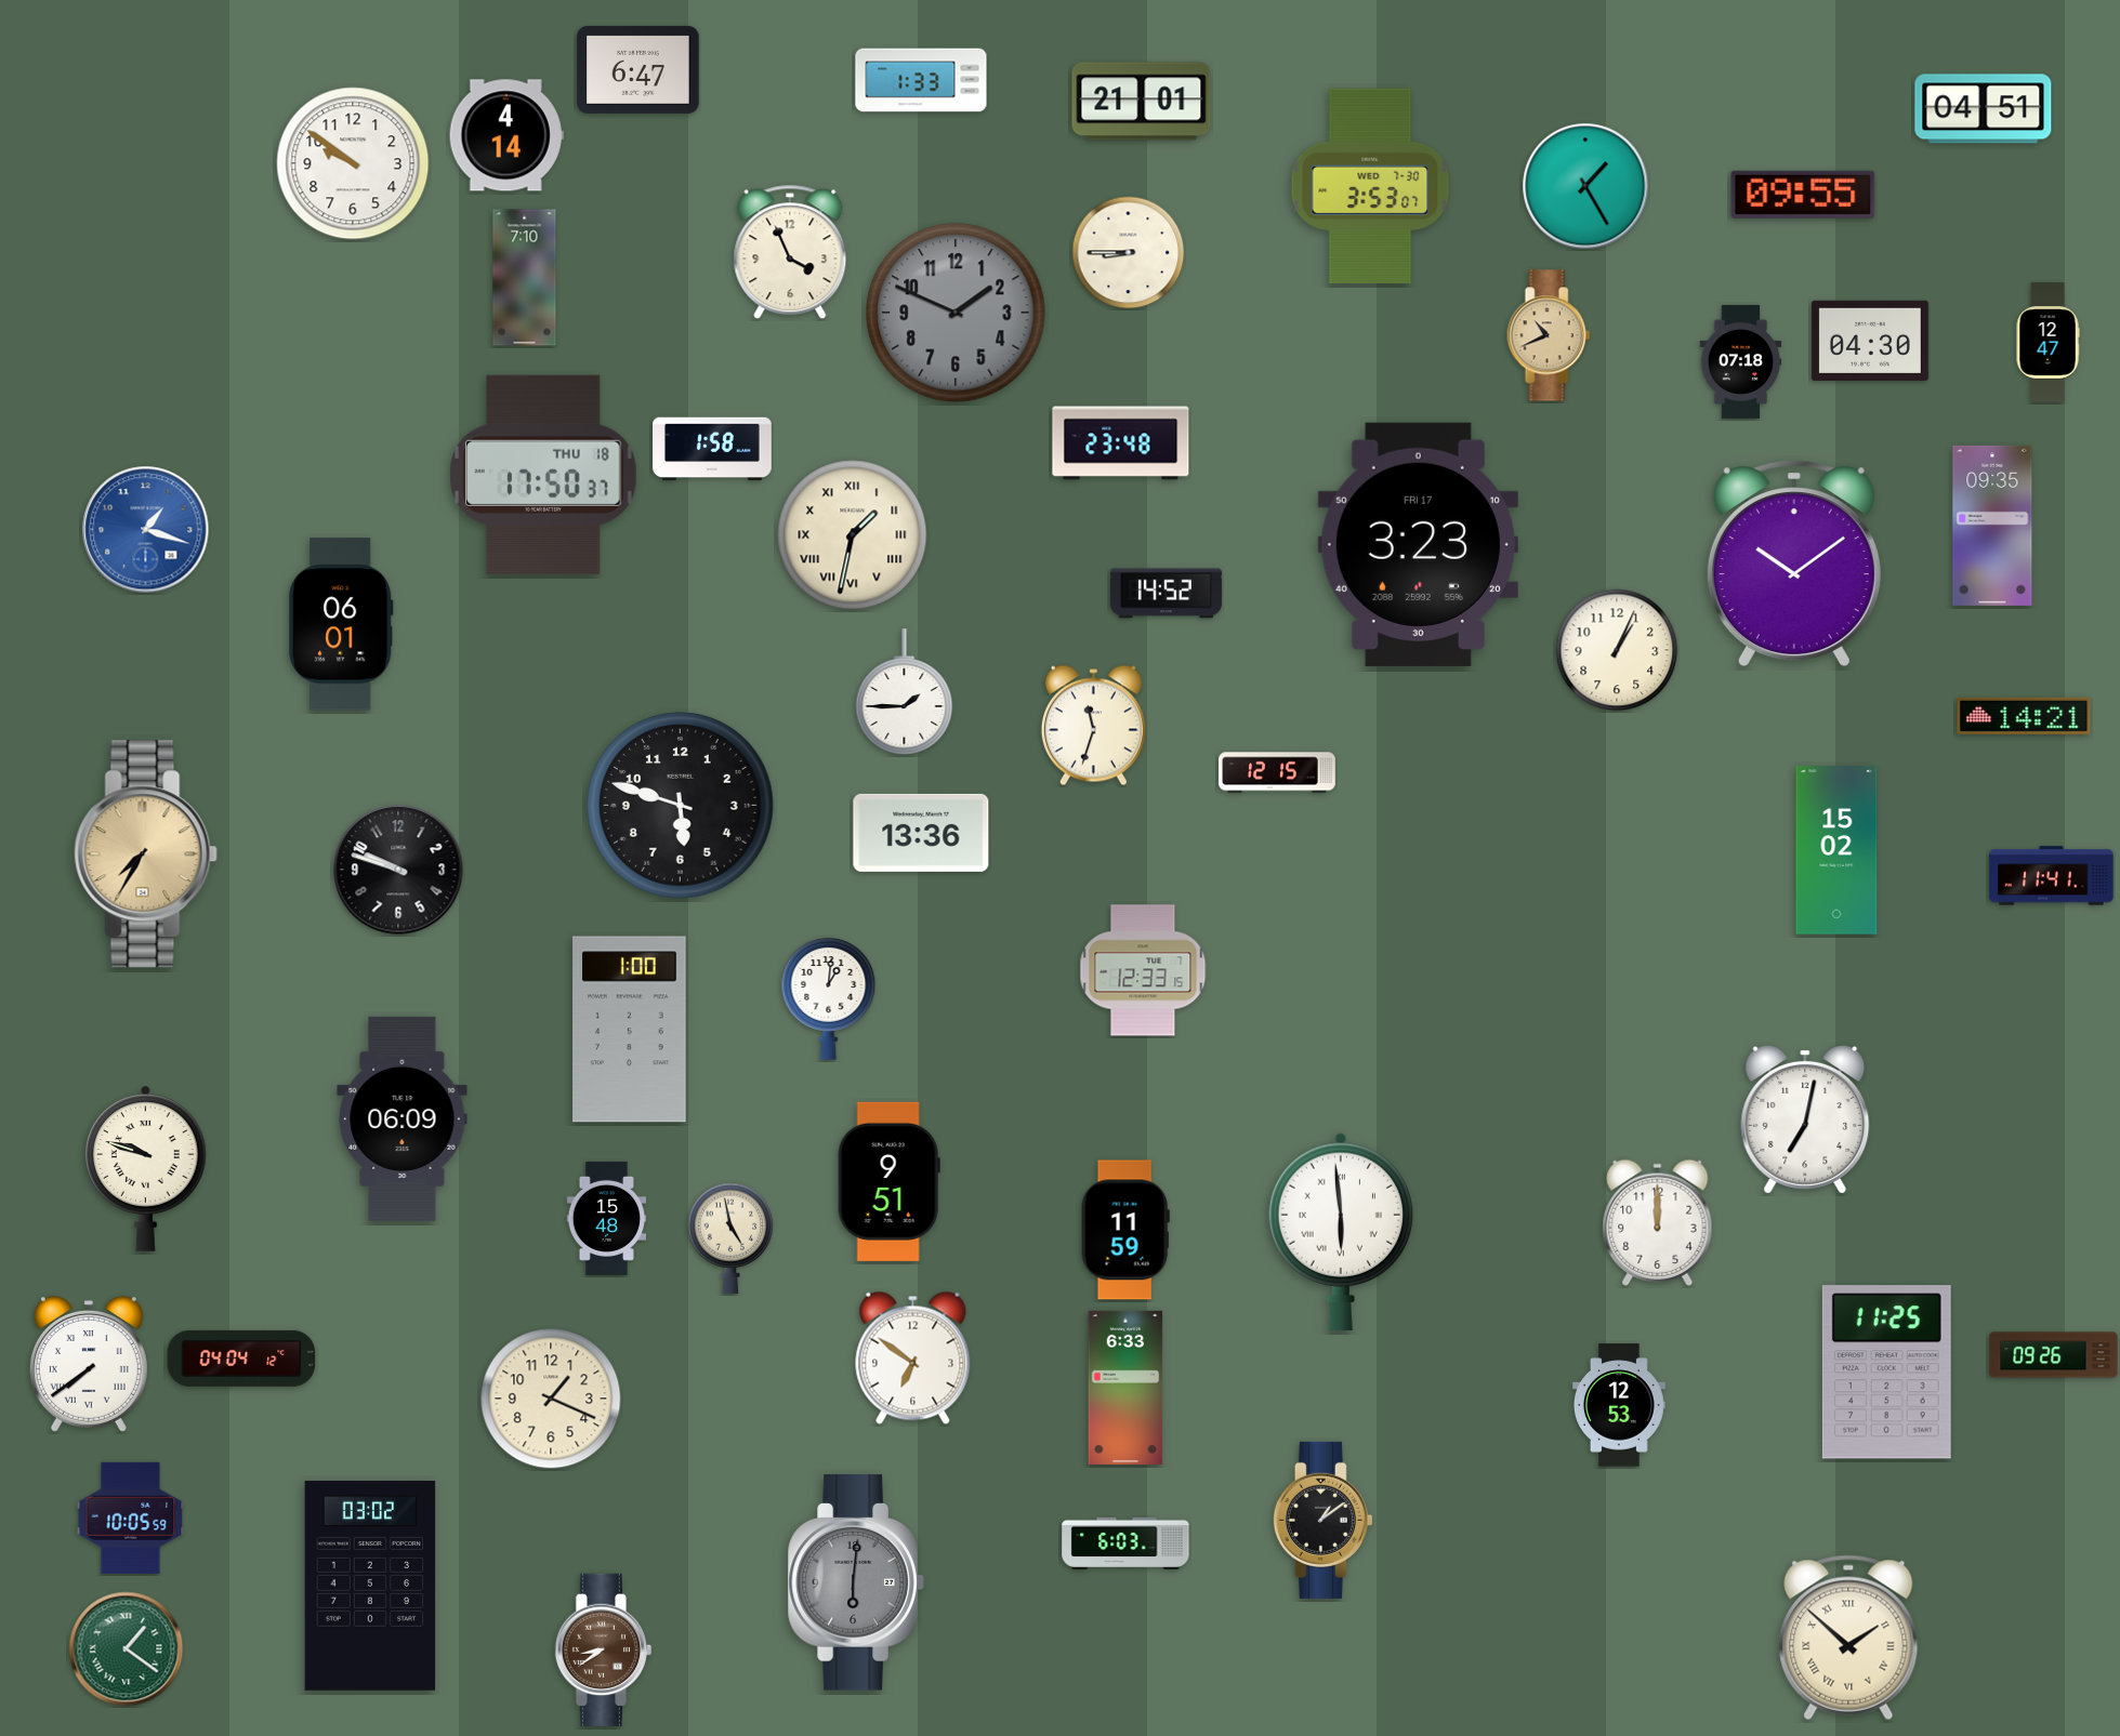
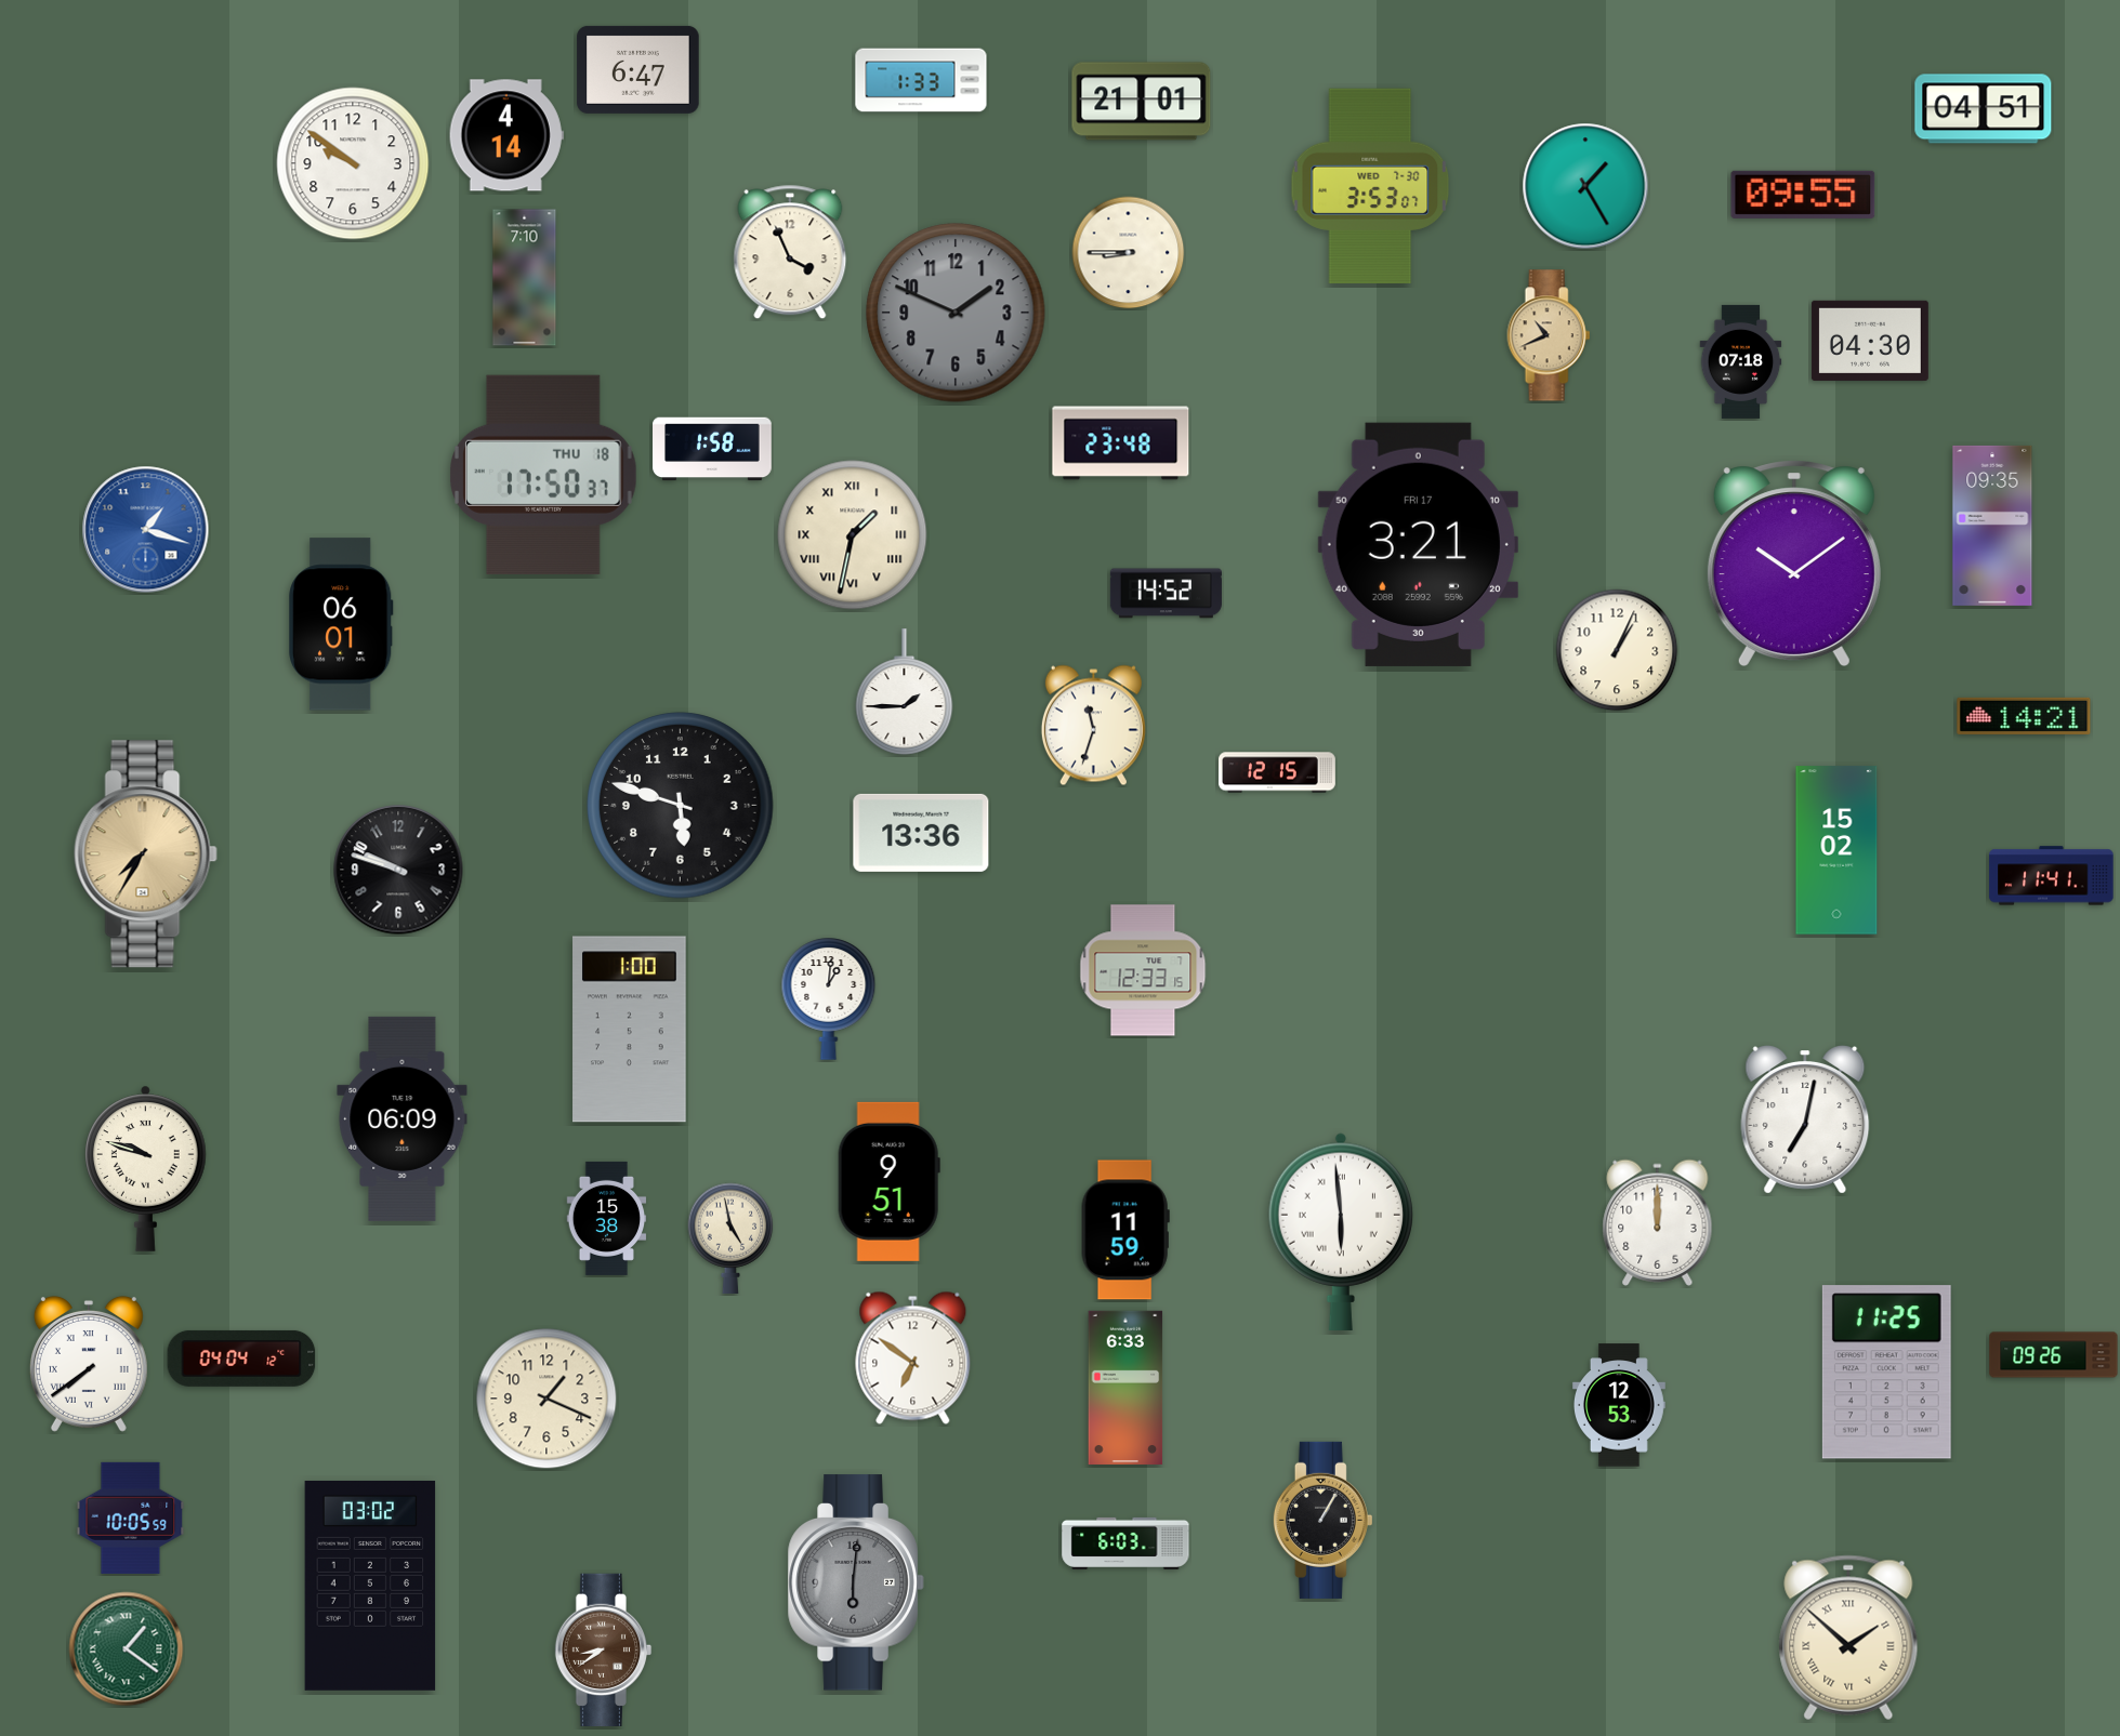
clock at (2047, 343): 12:47 -> none
clock at (1418, 544): 3:23 -> 3:21
clock at (607, 1218): 15:48 -> 15:38
clock at (551, 1399) position: (551, 1399) -> (547, 1399)
clock at (1322, 1520): 1:09 -> 1:05
